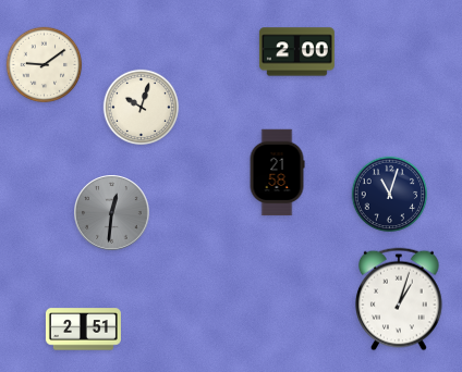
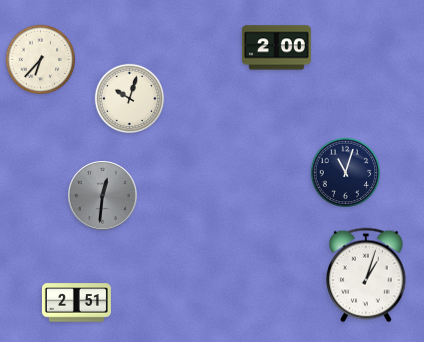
clock at (296, 52) position: (296, 52) -> (276, 48)
clock at (45, 65): 9:09 -> 6:37
clock at (277, 173): 21:58 -> none
clock at (390, 195) position: (390, 195) -> (346, 173)
